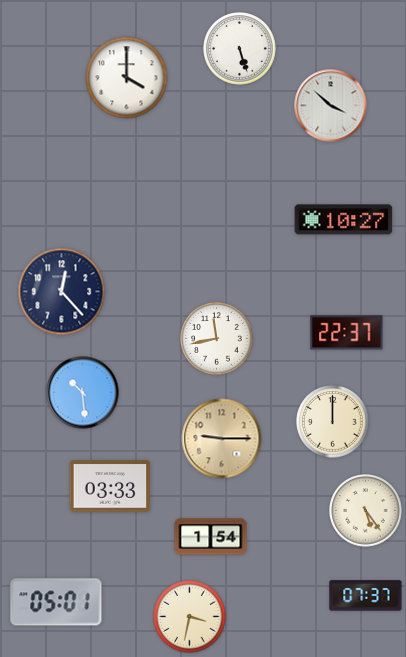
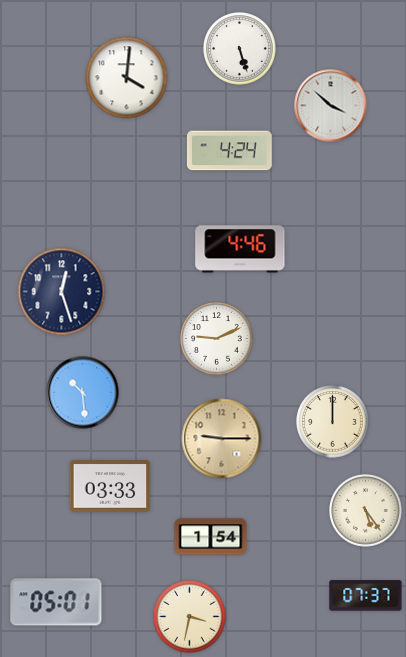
clock at (127, 78): 4:00 -> 4:01
clock at (229, 151): none -> 4:24
clock at (344, 220): 10:27 -> none
clock at (240, 249): none -> 4:46
clock at (62, 292): 12:23 -> 12:27
clock at (347, 333): 22:37 -> none
clock at (217, 339): 11:43 -> 9:11
